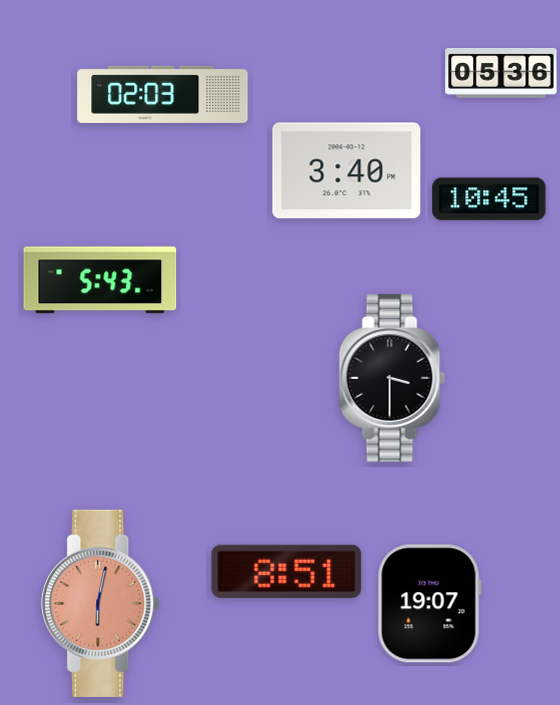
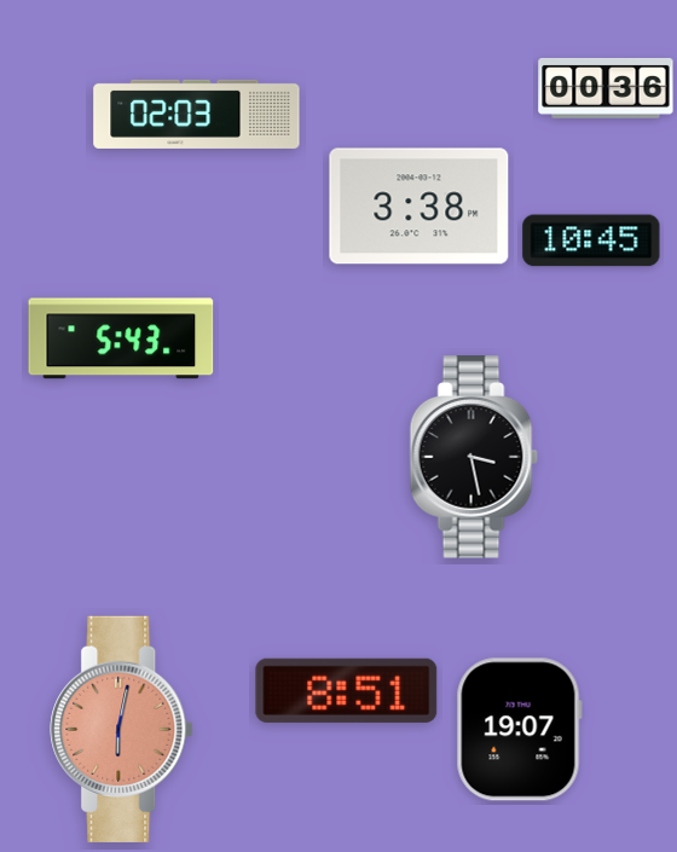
clock at (501, 73): 05:36 -> 00:36
clock at (347, 171): 3:40 -> 3:38
clock at (392, 378): 3:30 -> 3:28
